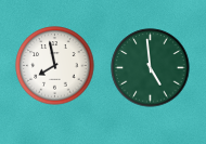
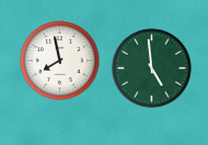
clock at (55, 66) position: (55, 66) -> (60, 61)
